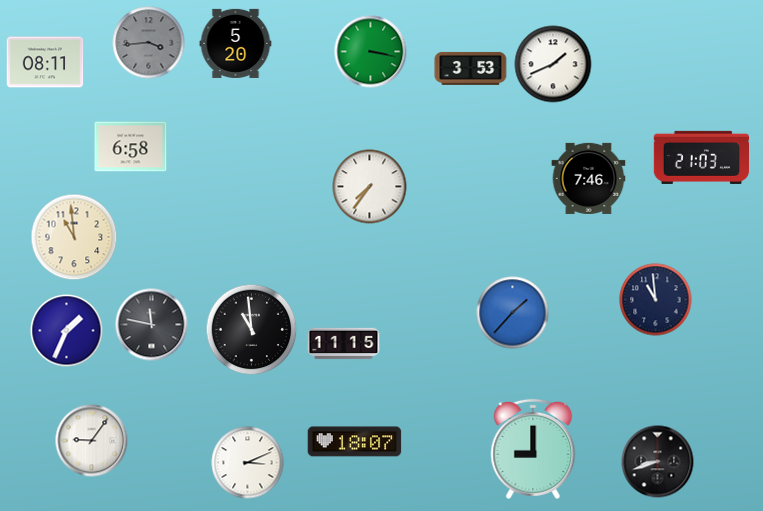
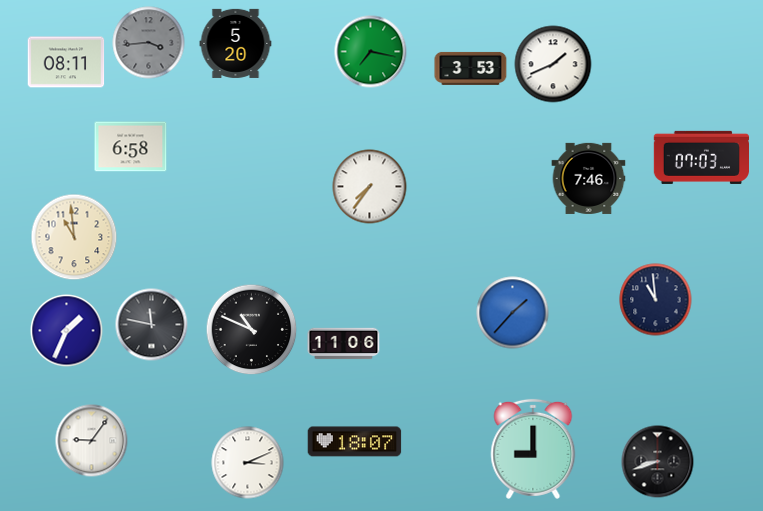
clock at (371, 52): 3:17 -> 7:17
clock at (45, 62) position: (45, 62) -> (66, 62)
clock at (701, 157): 21:03 -> 07:03
clock at (252, 330): 10:59 -> 10:49
clock at (344, 344): 11:15 -> 11:06
